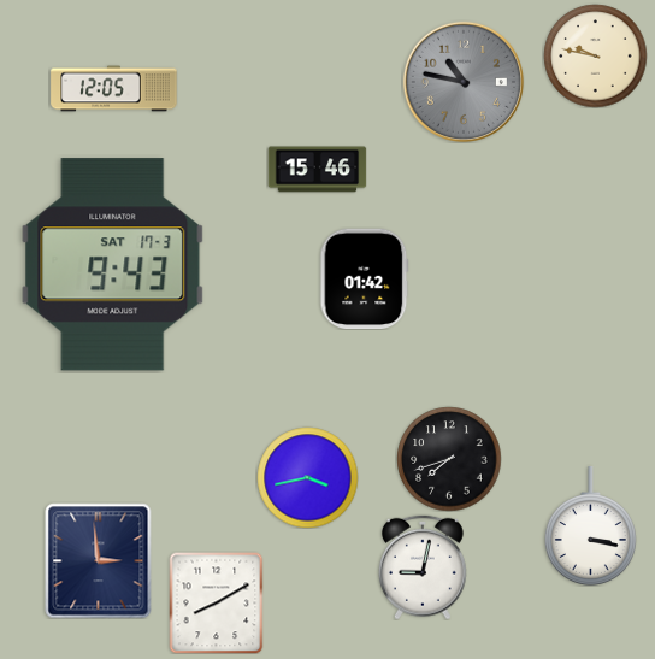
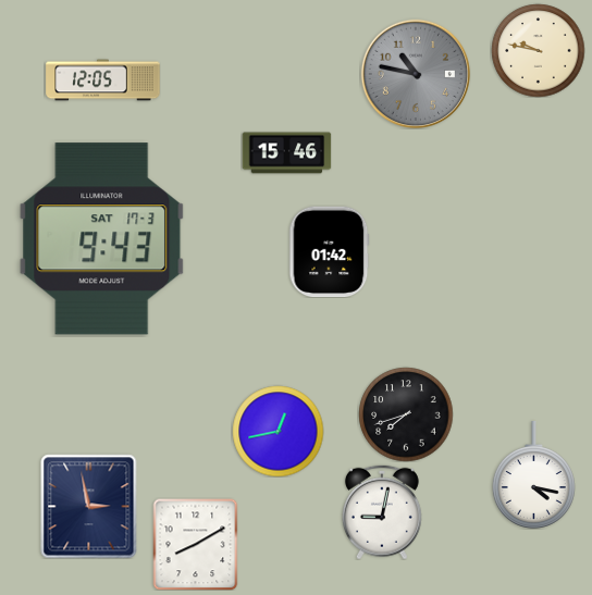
clock at (462, 81) position: (462, 81) -> (415, 73)
clock at (307, 477): 3:43 -> 12:43
clock at (590, 526): 3:17 -> 4:17
clock at (99, 560): 2:59 -> 2:58
